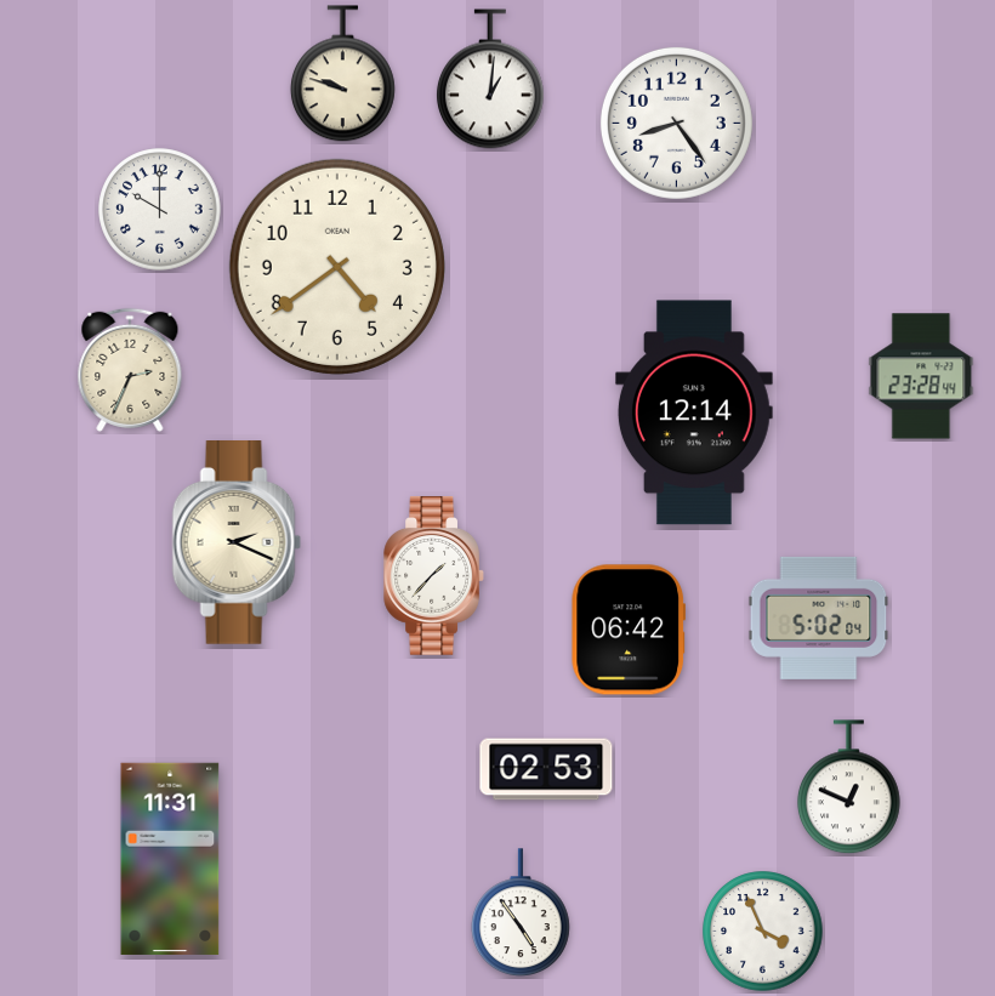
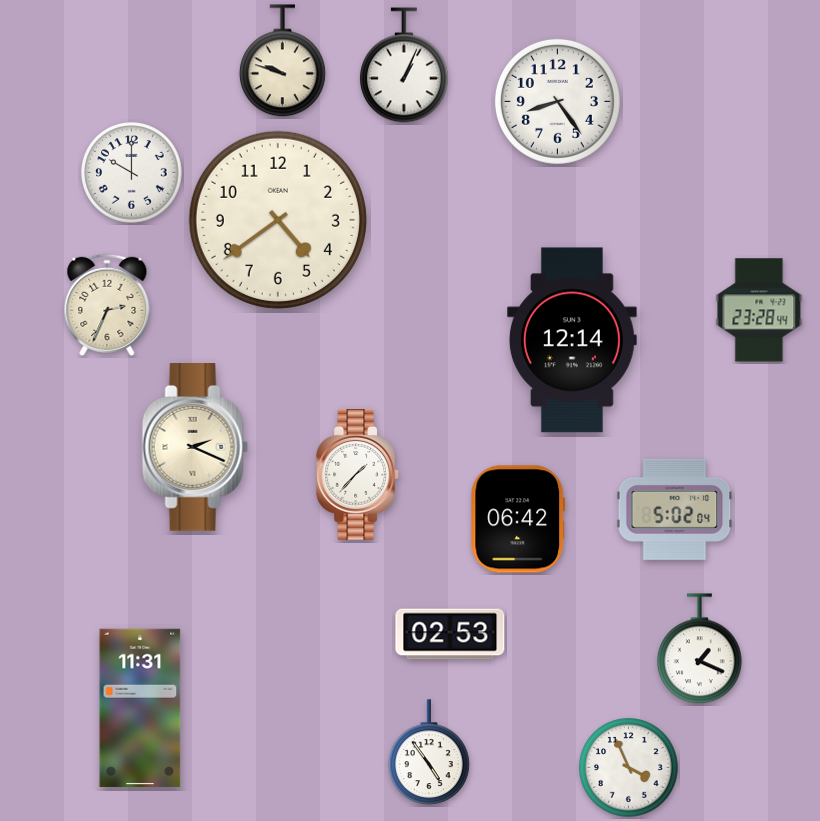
clock at (490, 79): 1:01 -> 1:04
clock at (848, 787): 12:49 -> 1:19
